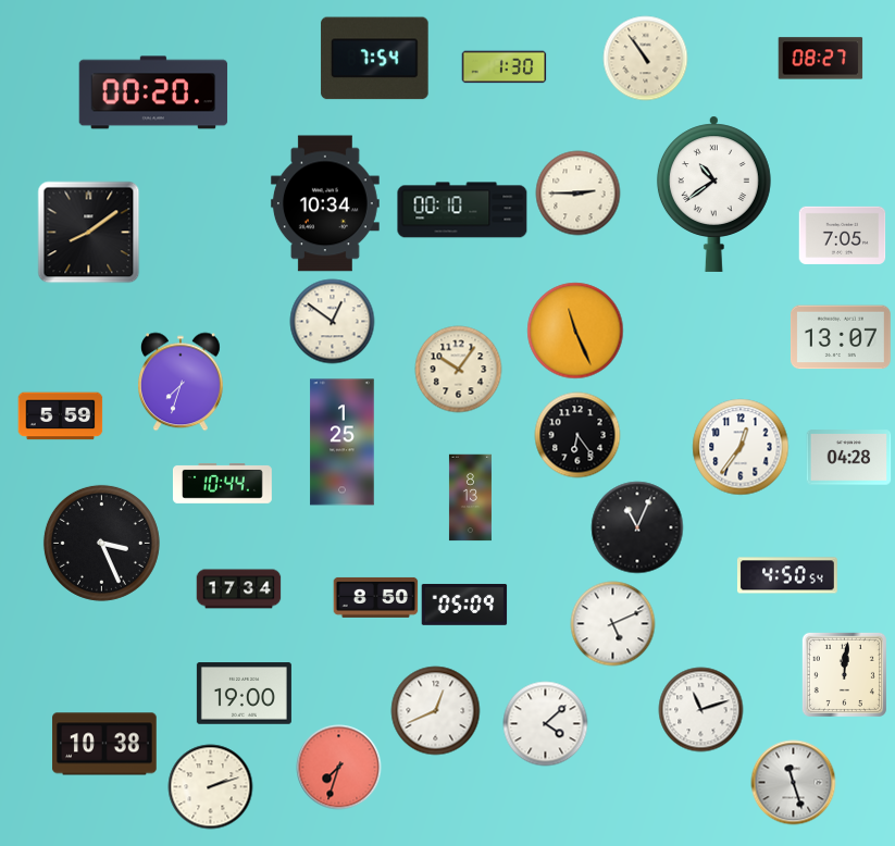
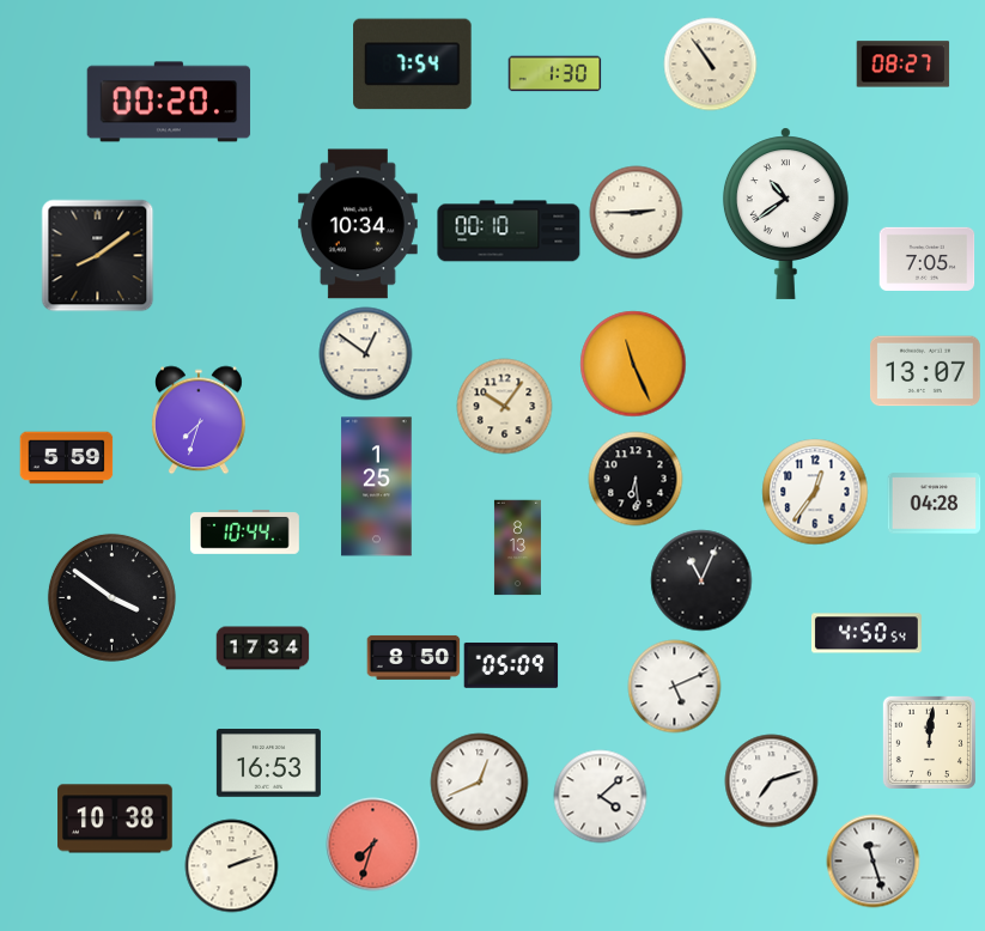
clock at (577, 435): 6:24 -> 6:29
clock at (101, 543): 3:26 -> 3:51
clock at (244, 694): 19:00 -> 16:53
clock at (700, 709): 11:12 -> 7:12
